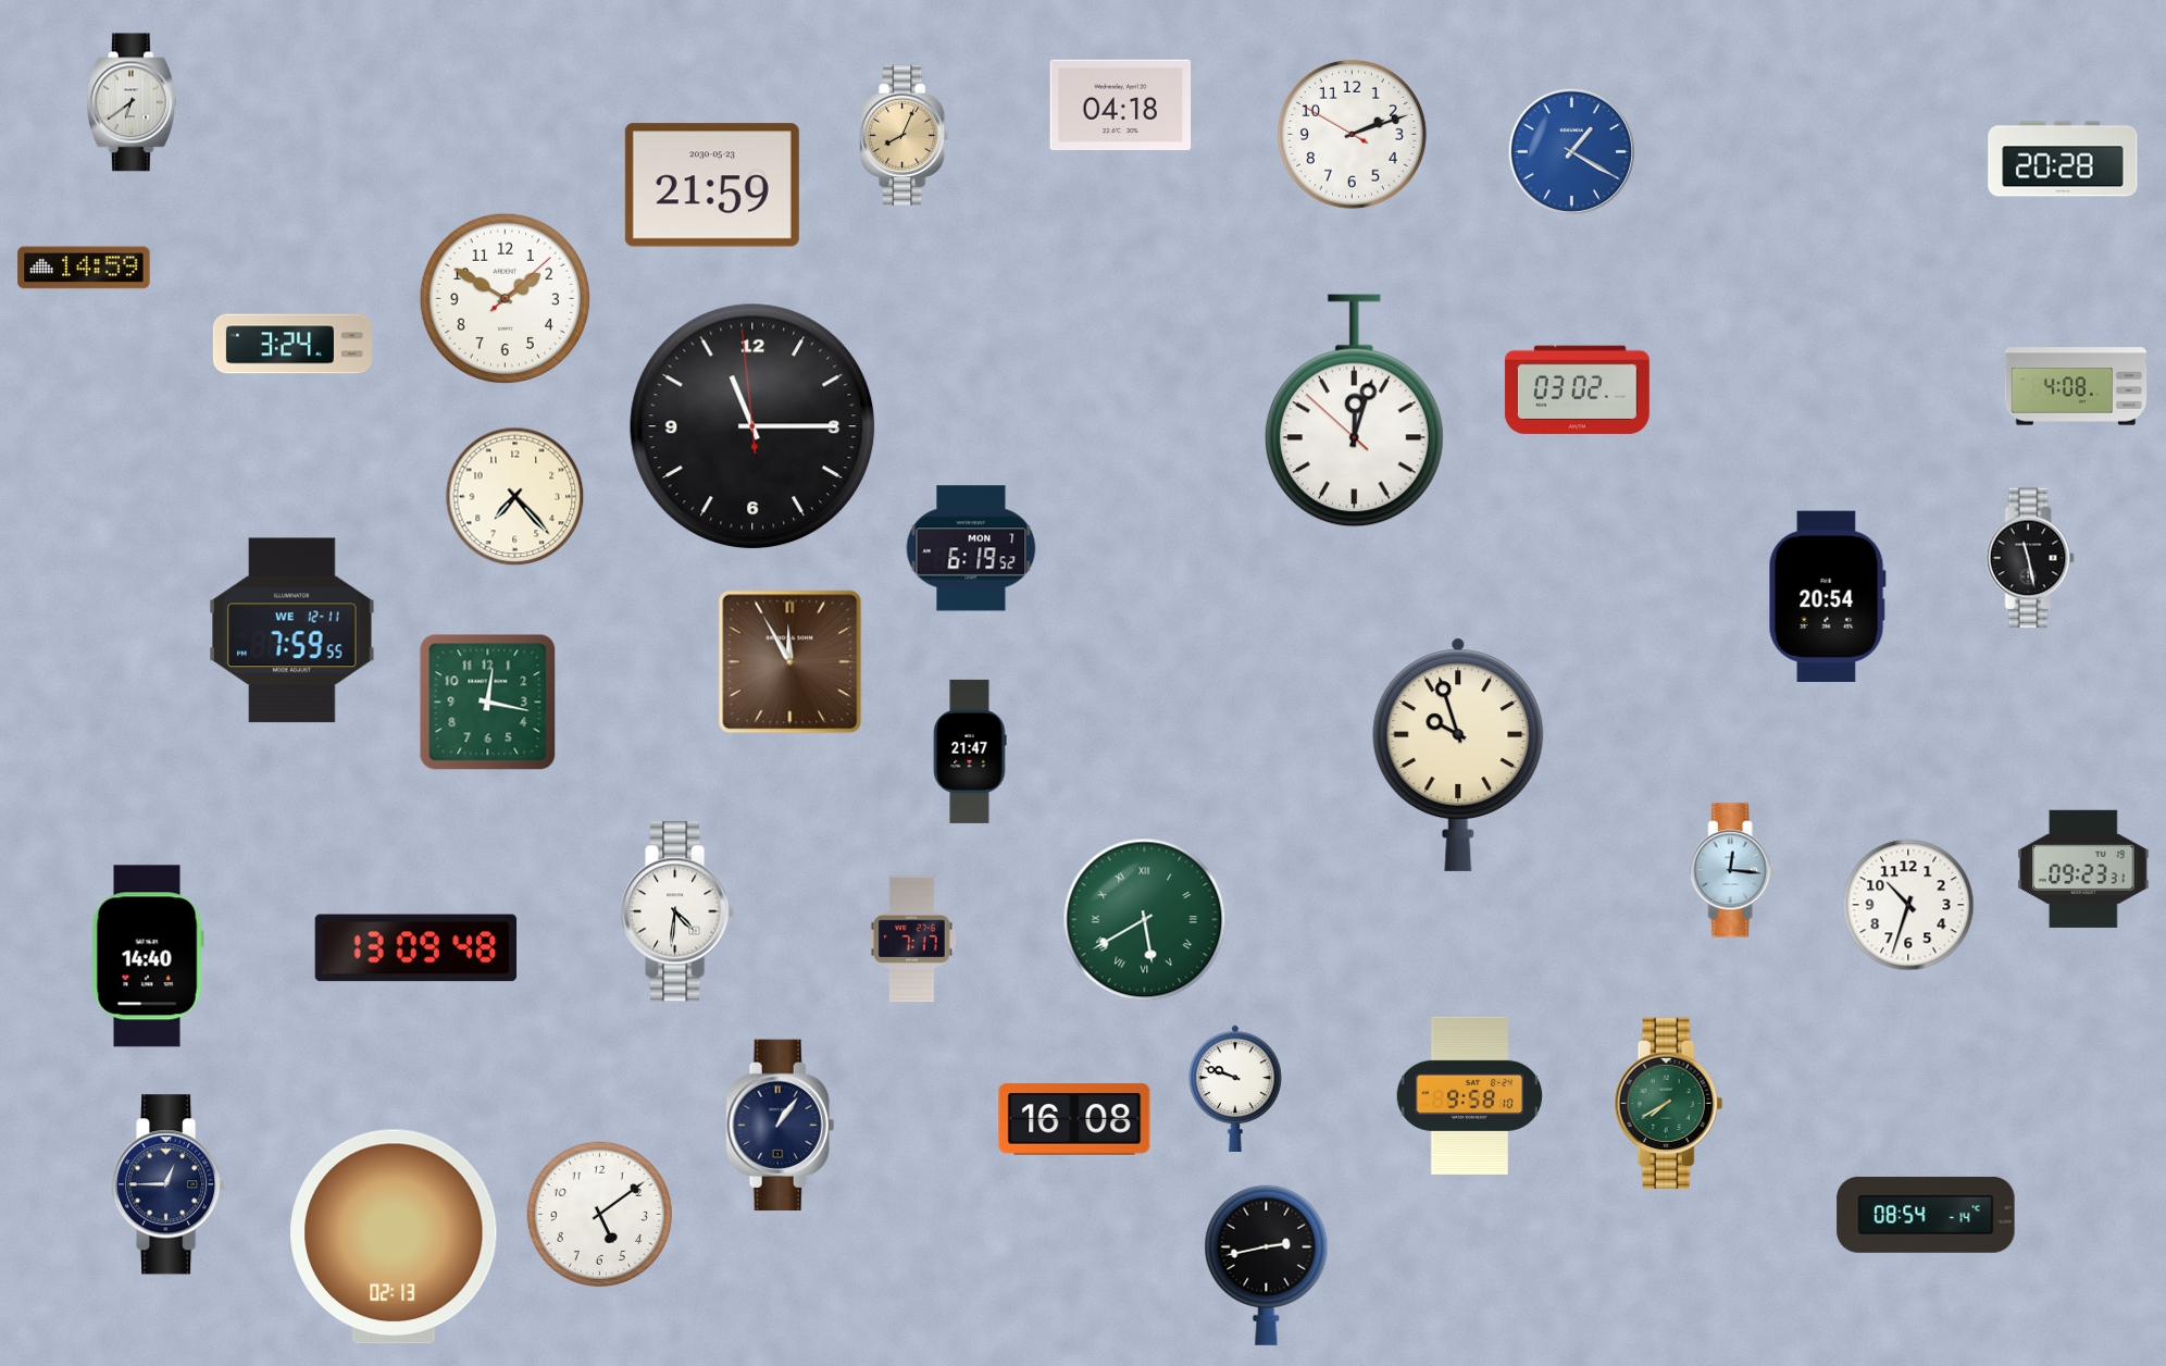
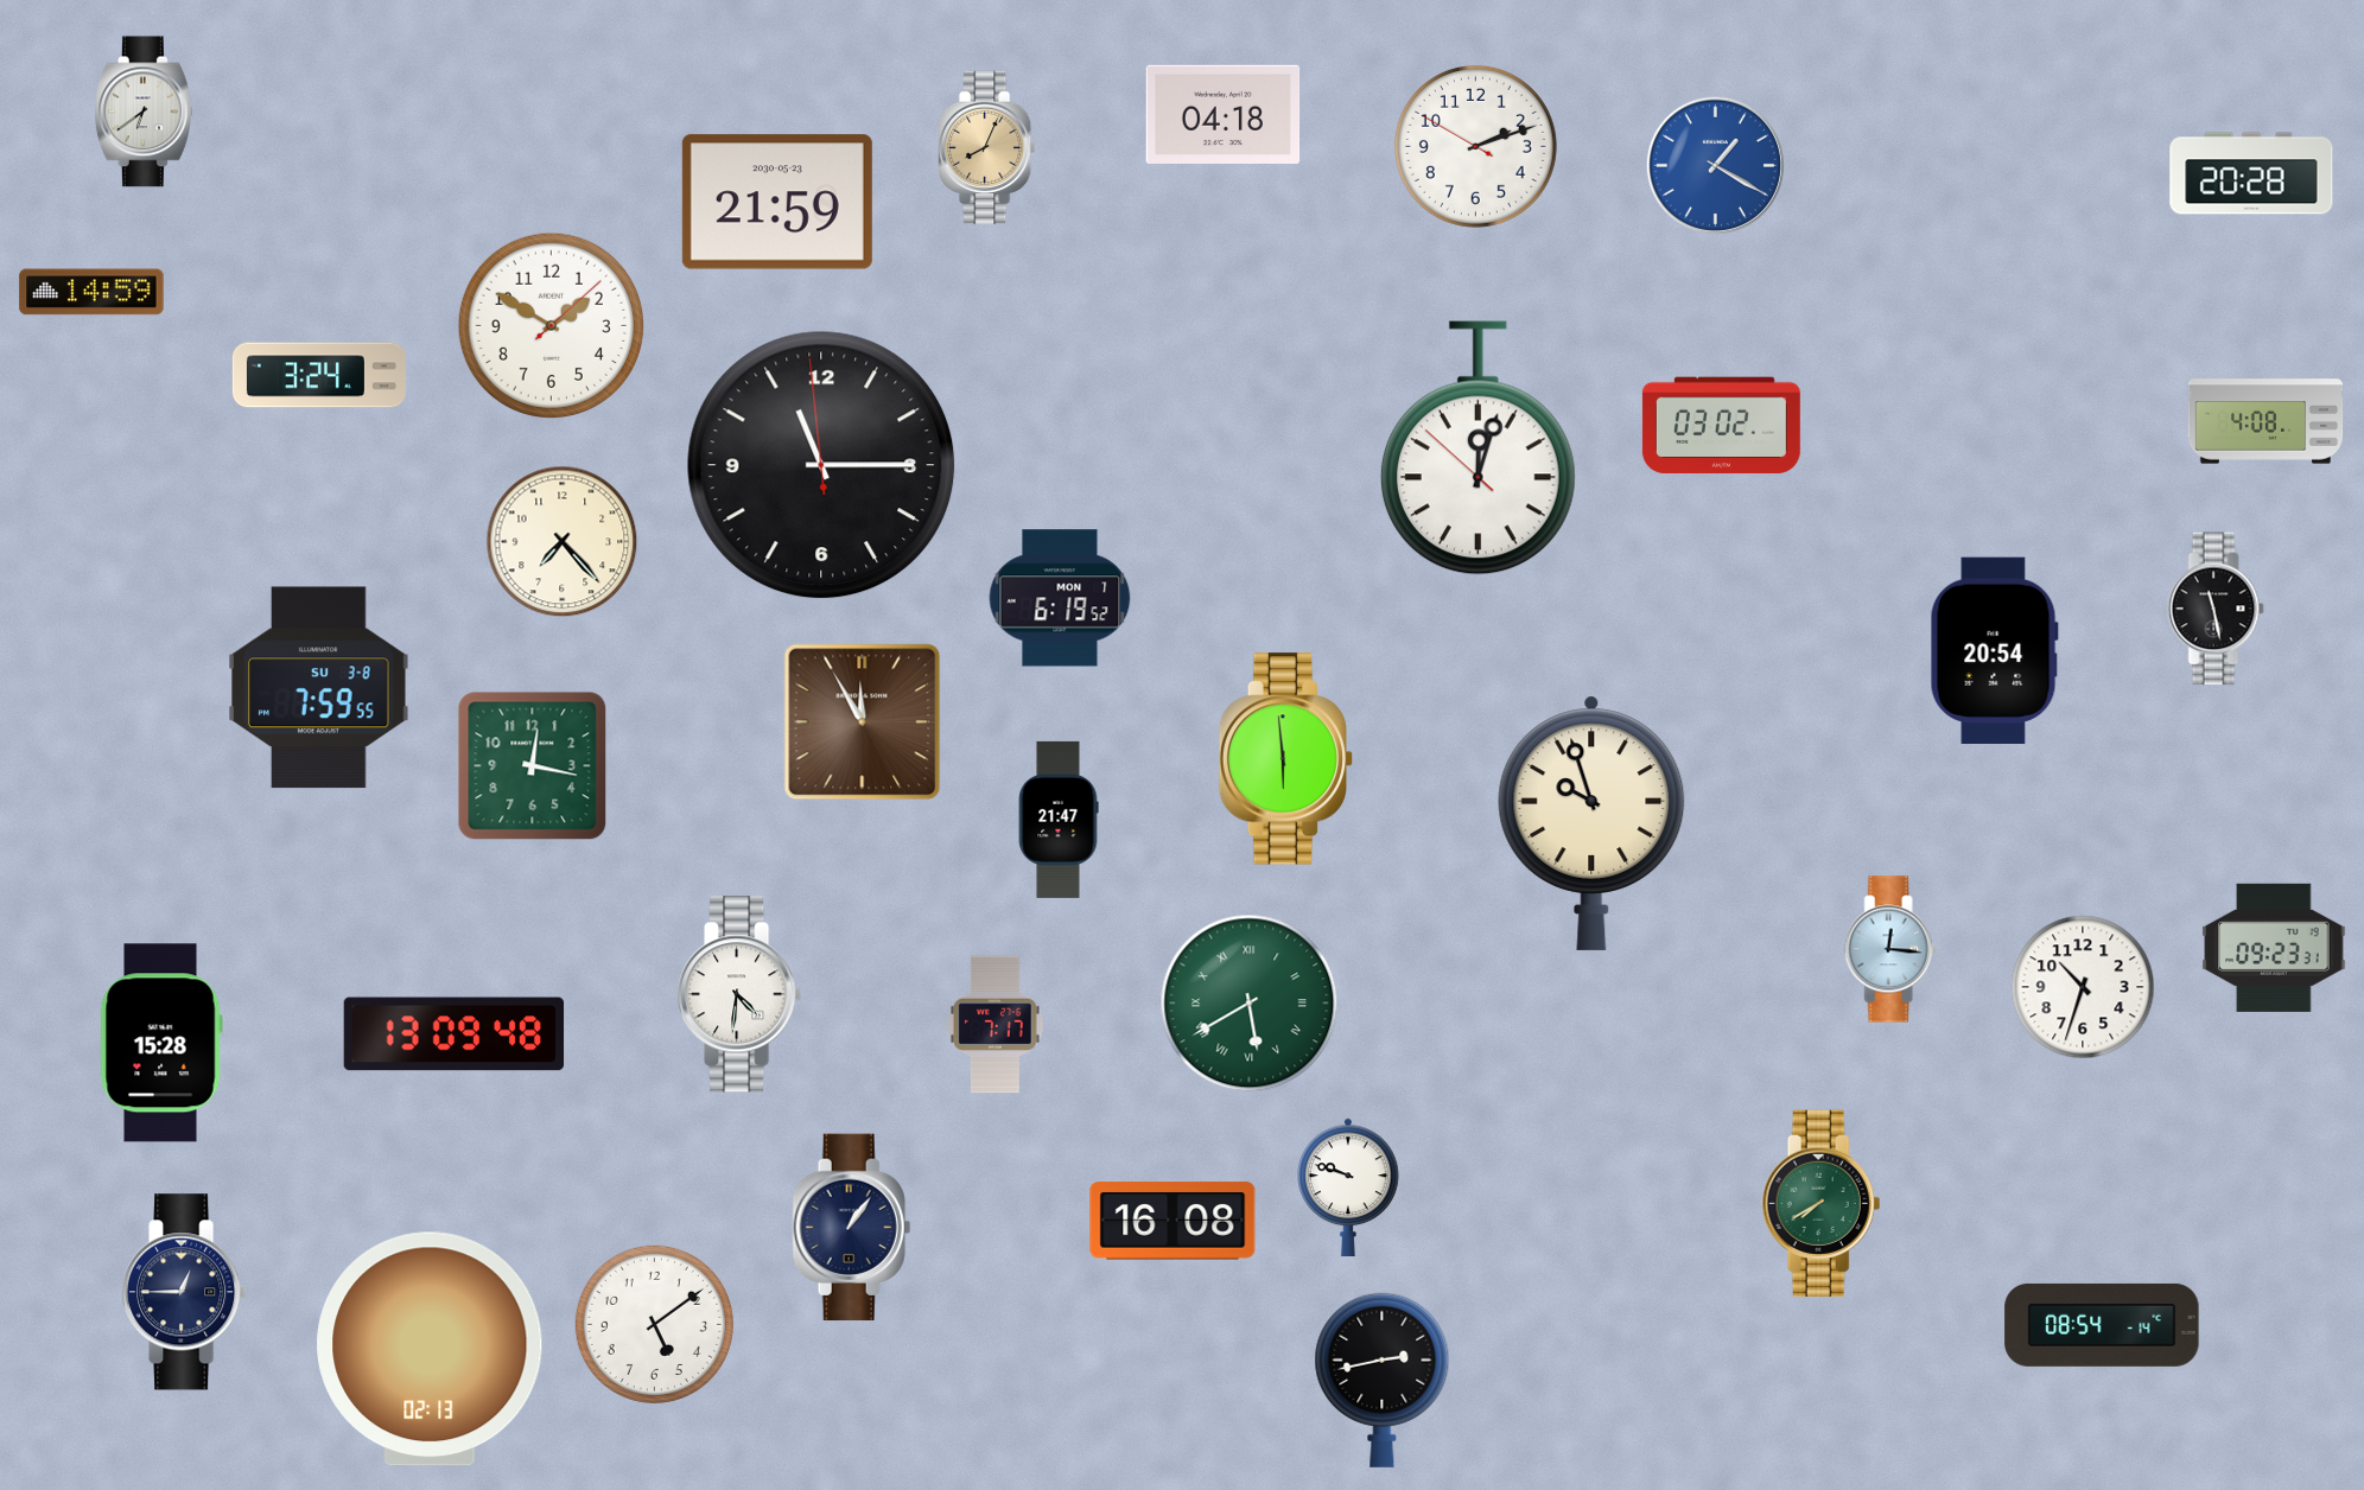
clock at (292, 631) date: WE 12-11 -> SU 3-8
clock at (1285, 759): none -> 5:59
clock at (148, 956): 14:40 -> 15:28
clock at (1470, 1095): 9:58 -> none
